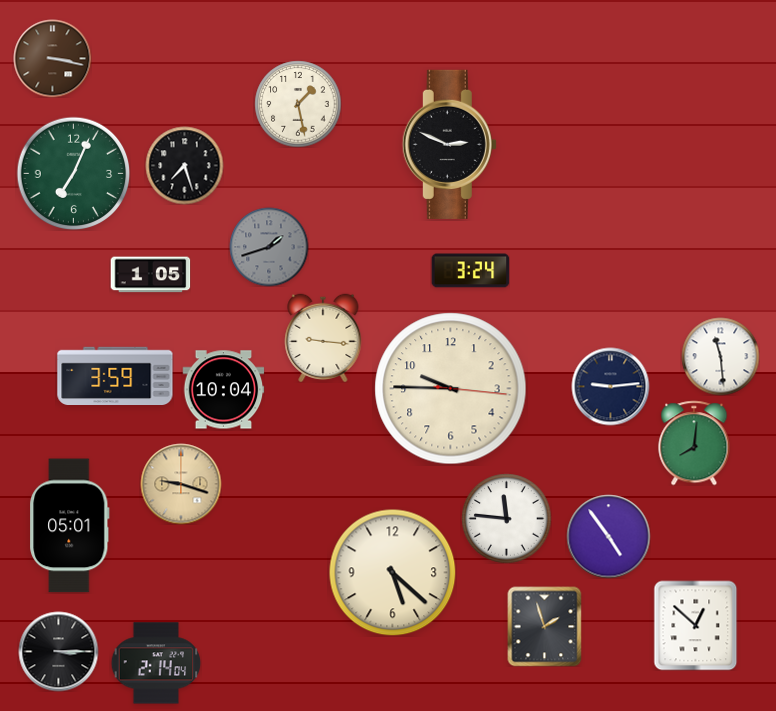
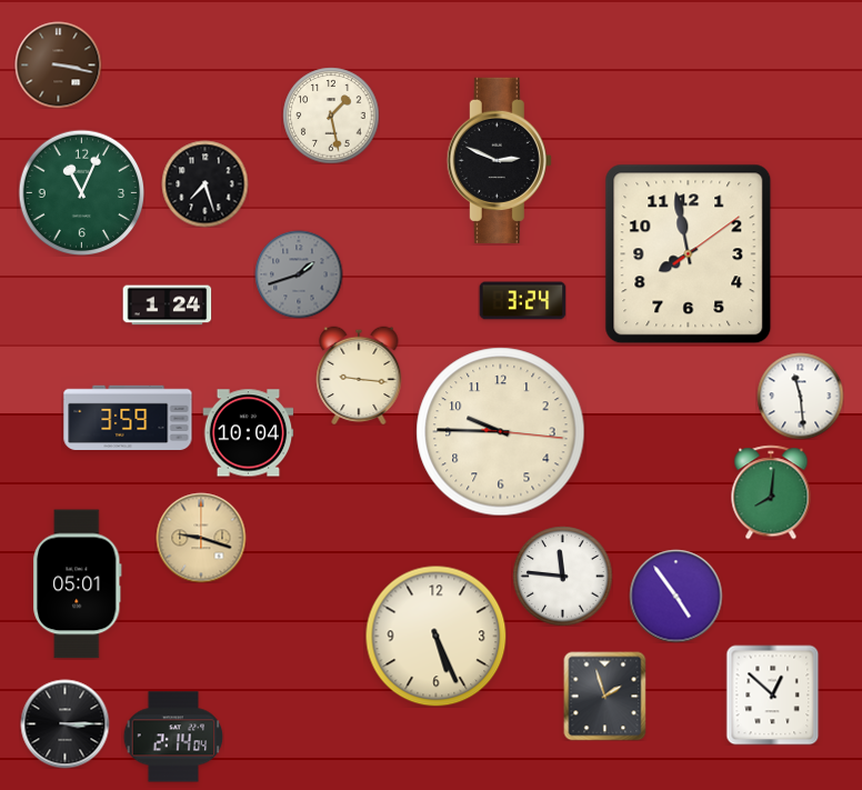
clock at (73, 173): 7:04 -> 11:04
clock at (689, 254): none -> 7:58
clock at (150, 275): 1:05 -> 1:24
clock at (610, 386): 9:14 -> none
clock at (392, 572): 5:22 -> 5:26
